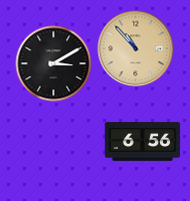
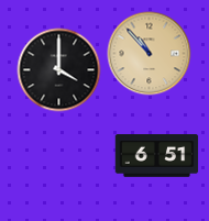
clock at (54, 64): 3:10 -> 4:00
clock at (143, 142): 6:56 -> 6:51
